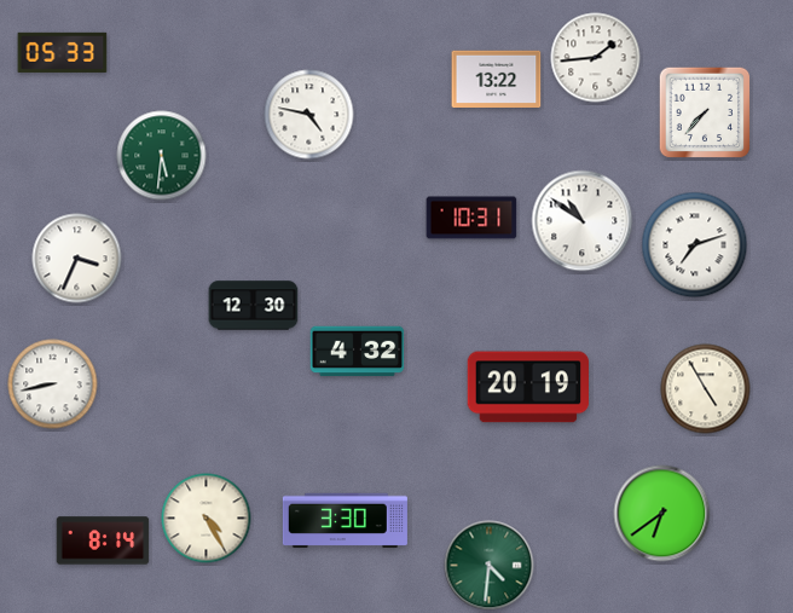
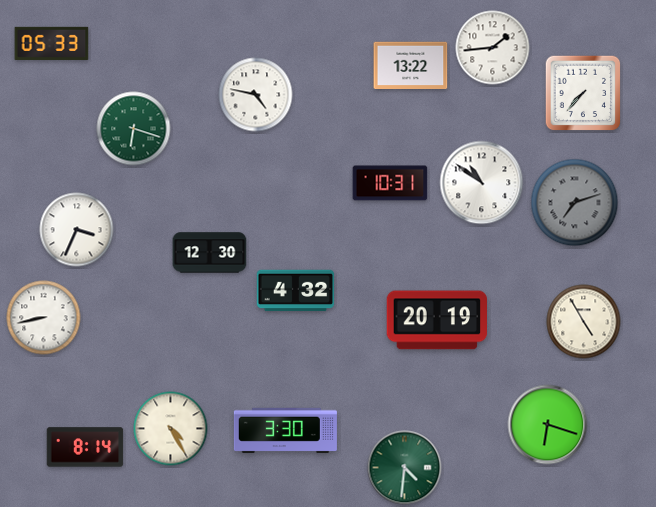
clock at (162, 156): 5:31 -> 6:18
clock at (471, 218) position: (471, 218) -> (390, 183)
clock at (695, 245) dial: white -> grey
clock at (77, 259) position: (77, 259) -> (77, 230)
clock at (662, 514): 6:39 -> 6:18
